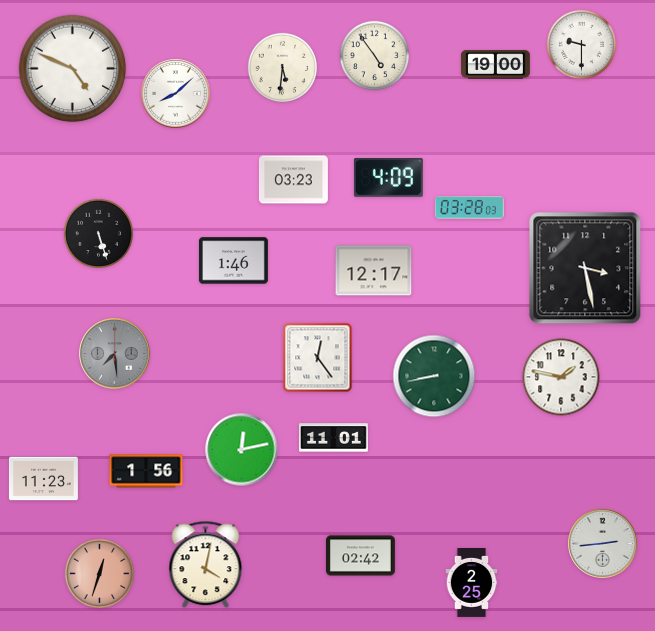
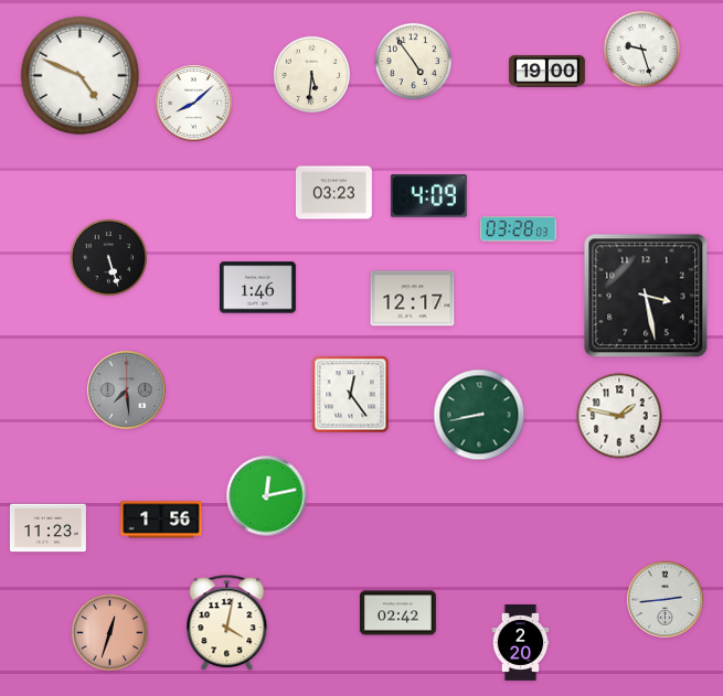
clock at (582, 45): 9:30 -> 9:27
clock at (293, 180) position: (293, 180) -> (333, 193)
clock at (333, 438): 11:01 -> none
clock at (472, 583): 2:25 -> 2:20
